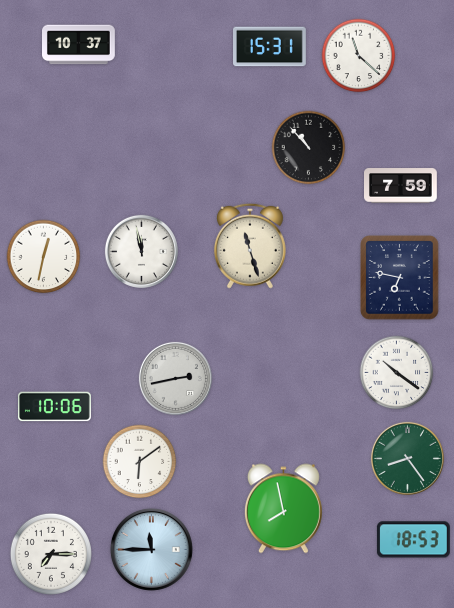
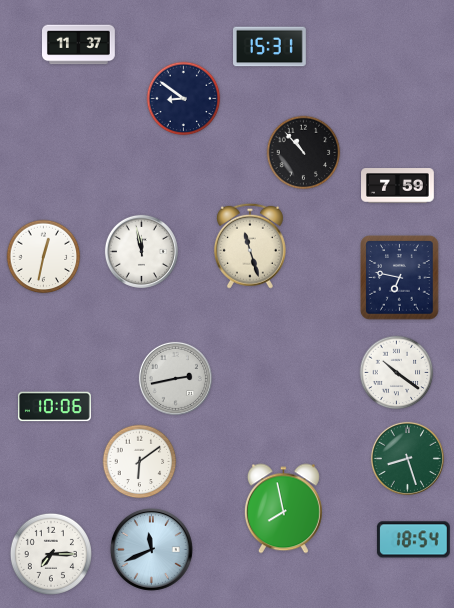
clock at (79, 45): 10:37 -> 11:37
clock at (359, 56): 11:22 -> none
clock at (184, 99): none -> 8:51
clock at (309, 148) position: (309, 148) -> (304, 153)
clock at (401, 186) position: (401, 186) -> (398, 186)
clock at (407, 458): 8:24 -> 8:27
clock at (413, 540): 18:53 -> 18:54
clock at (151, 549): 11:45 -> 11:41
